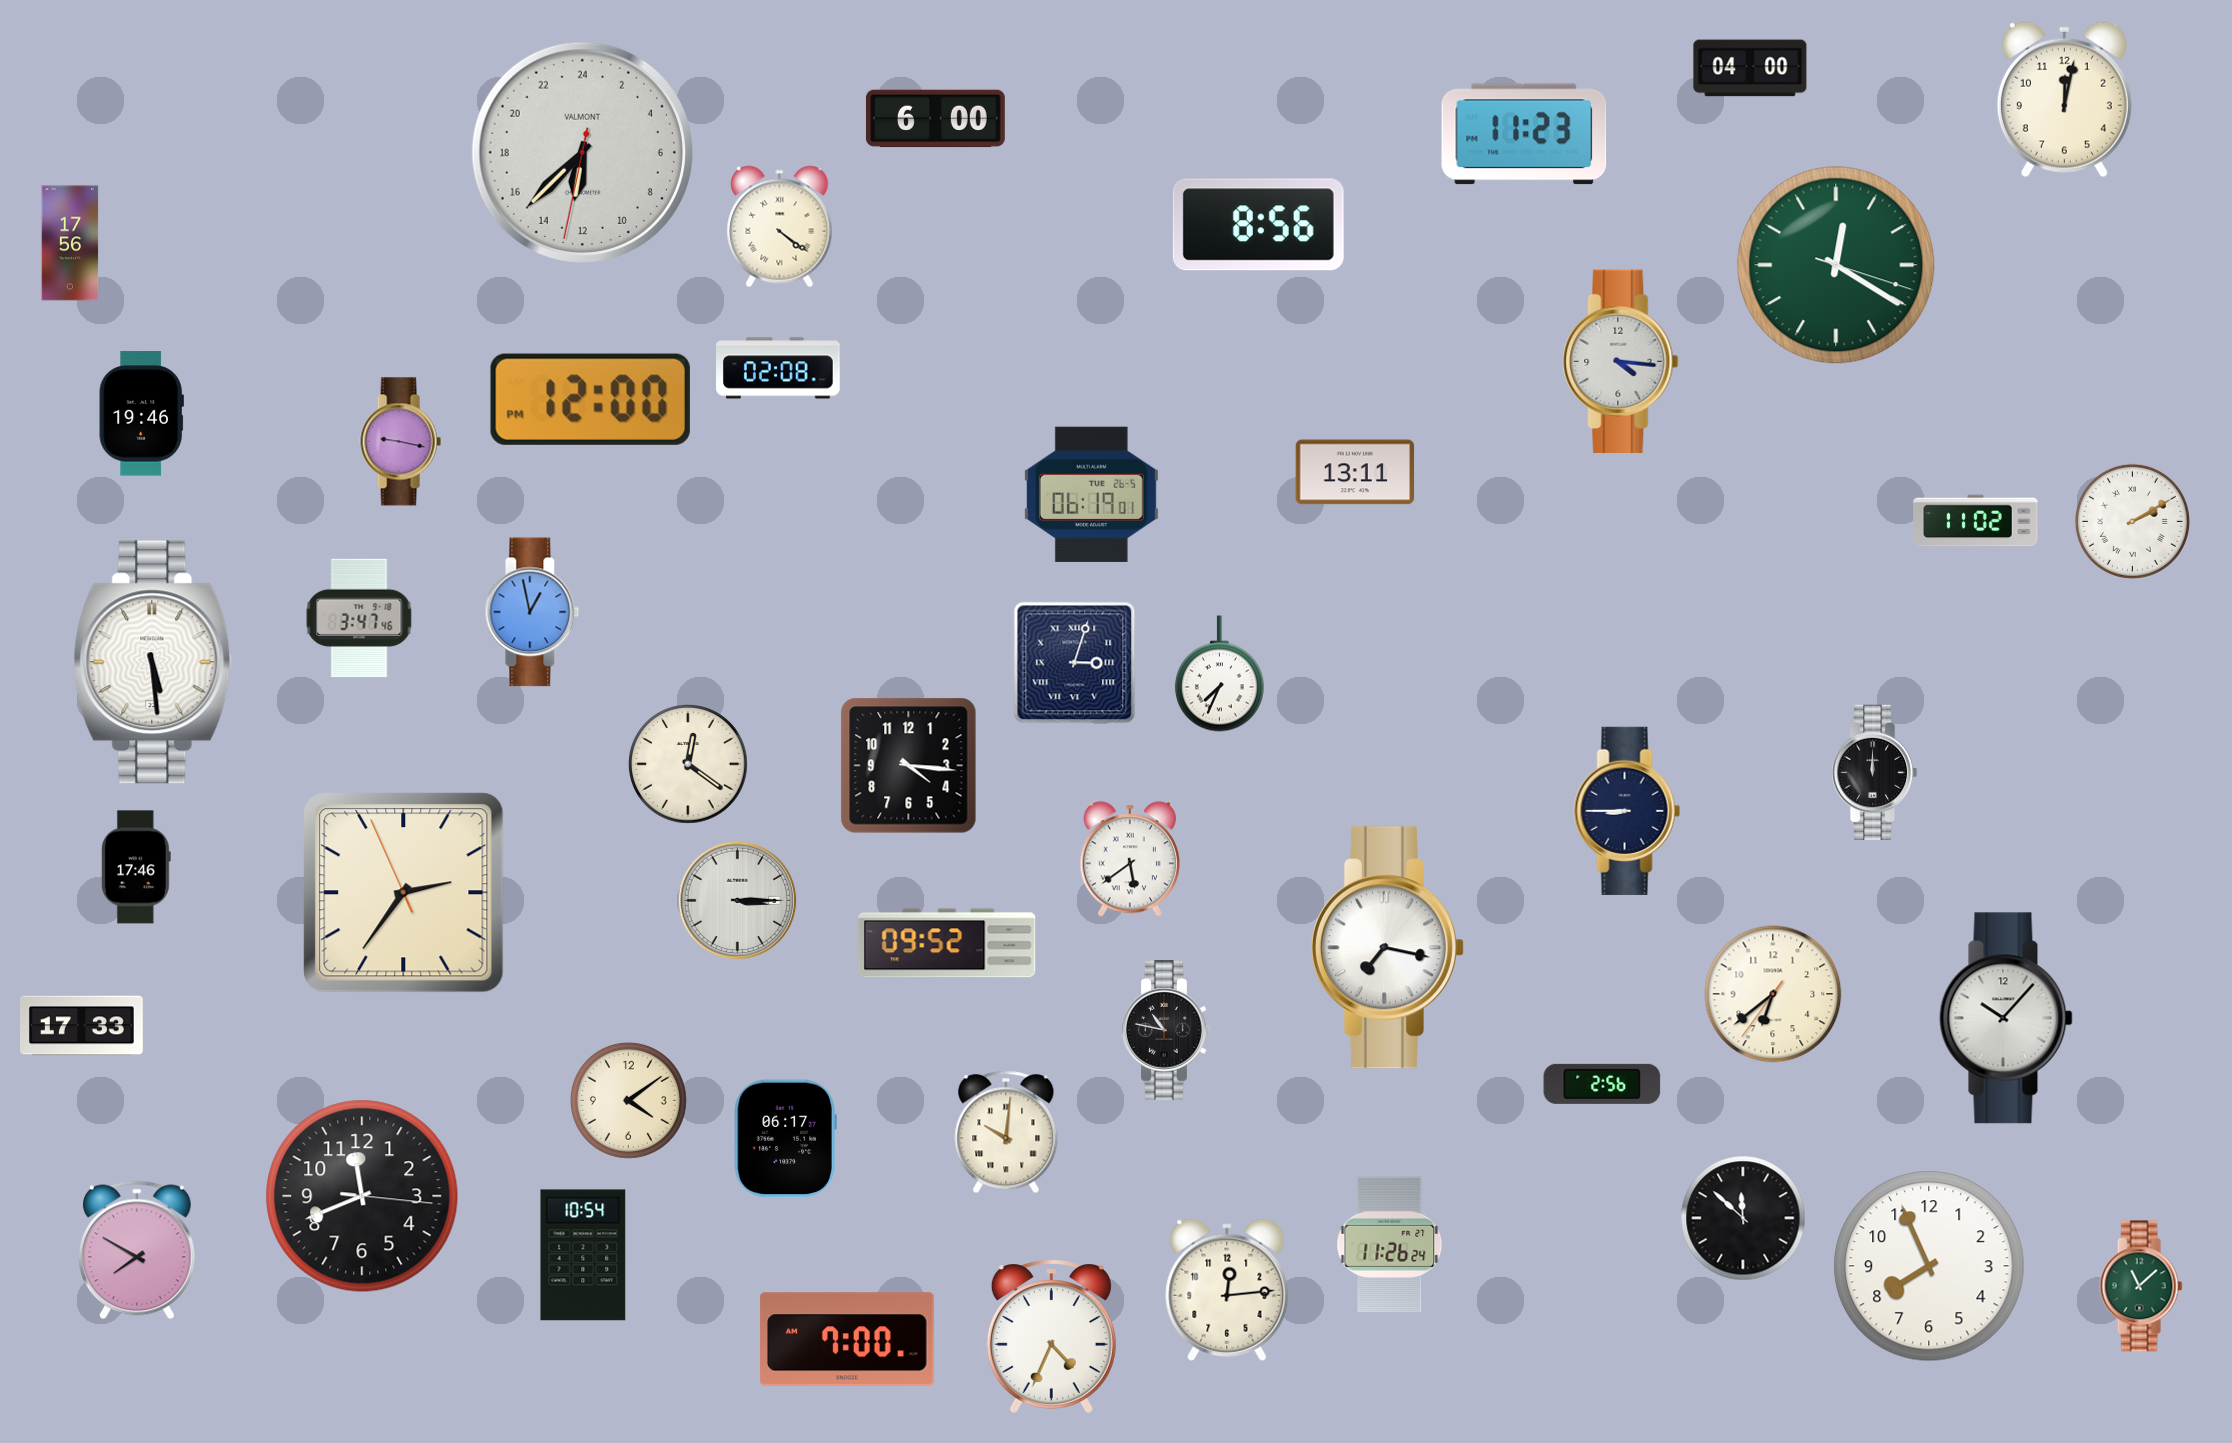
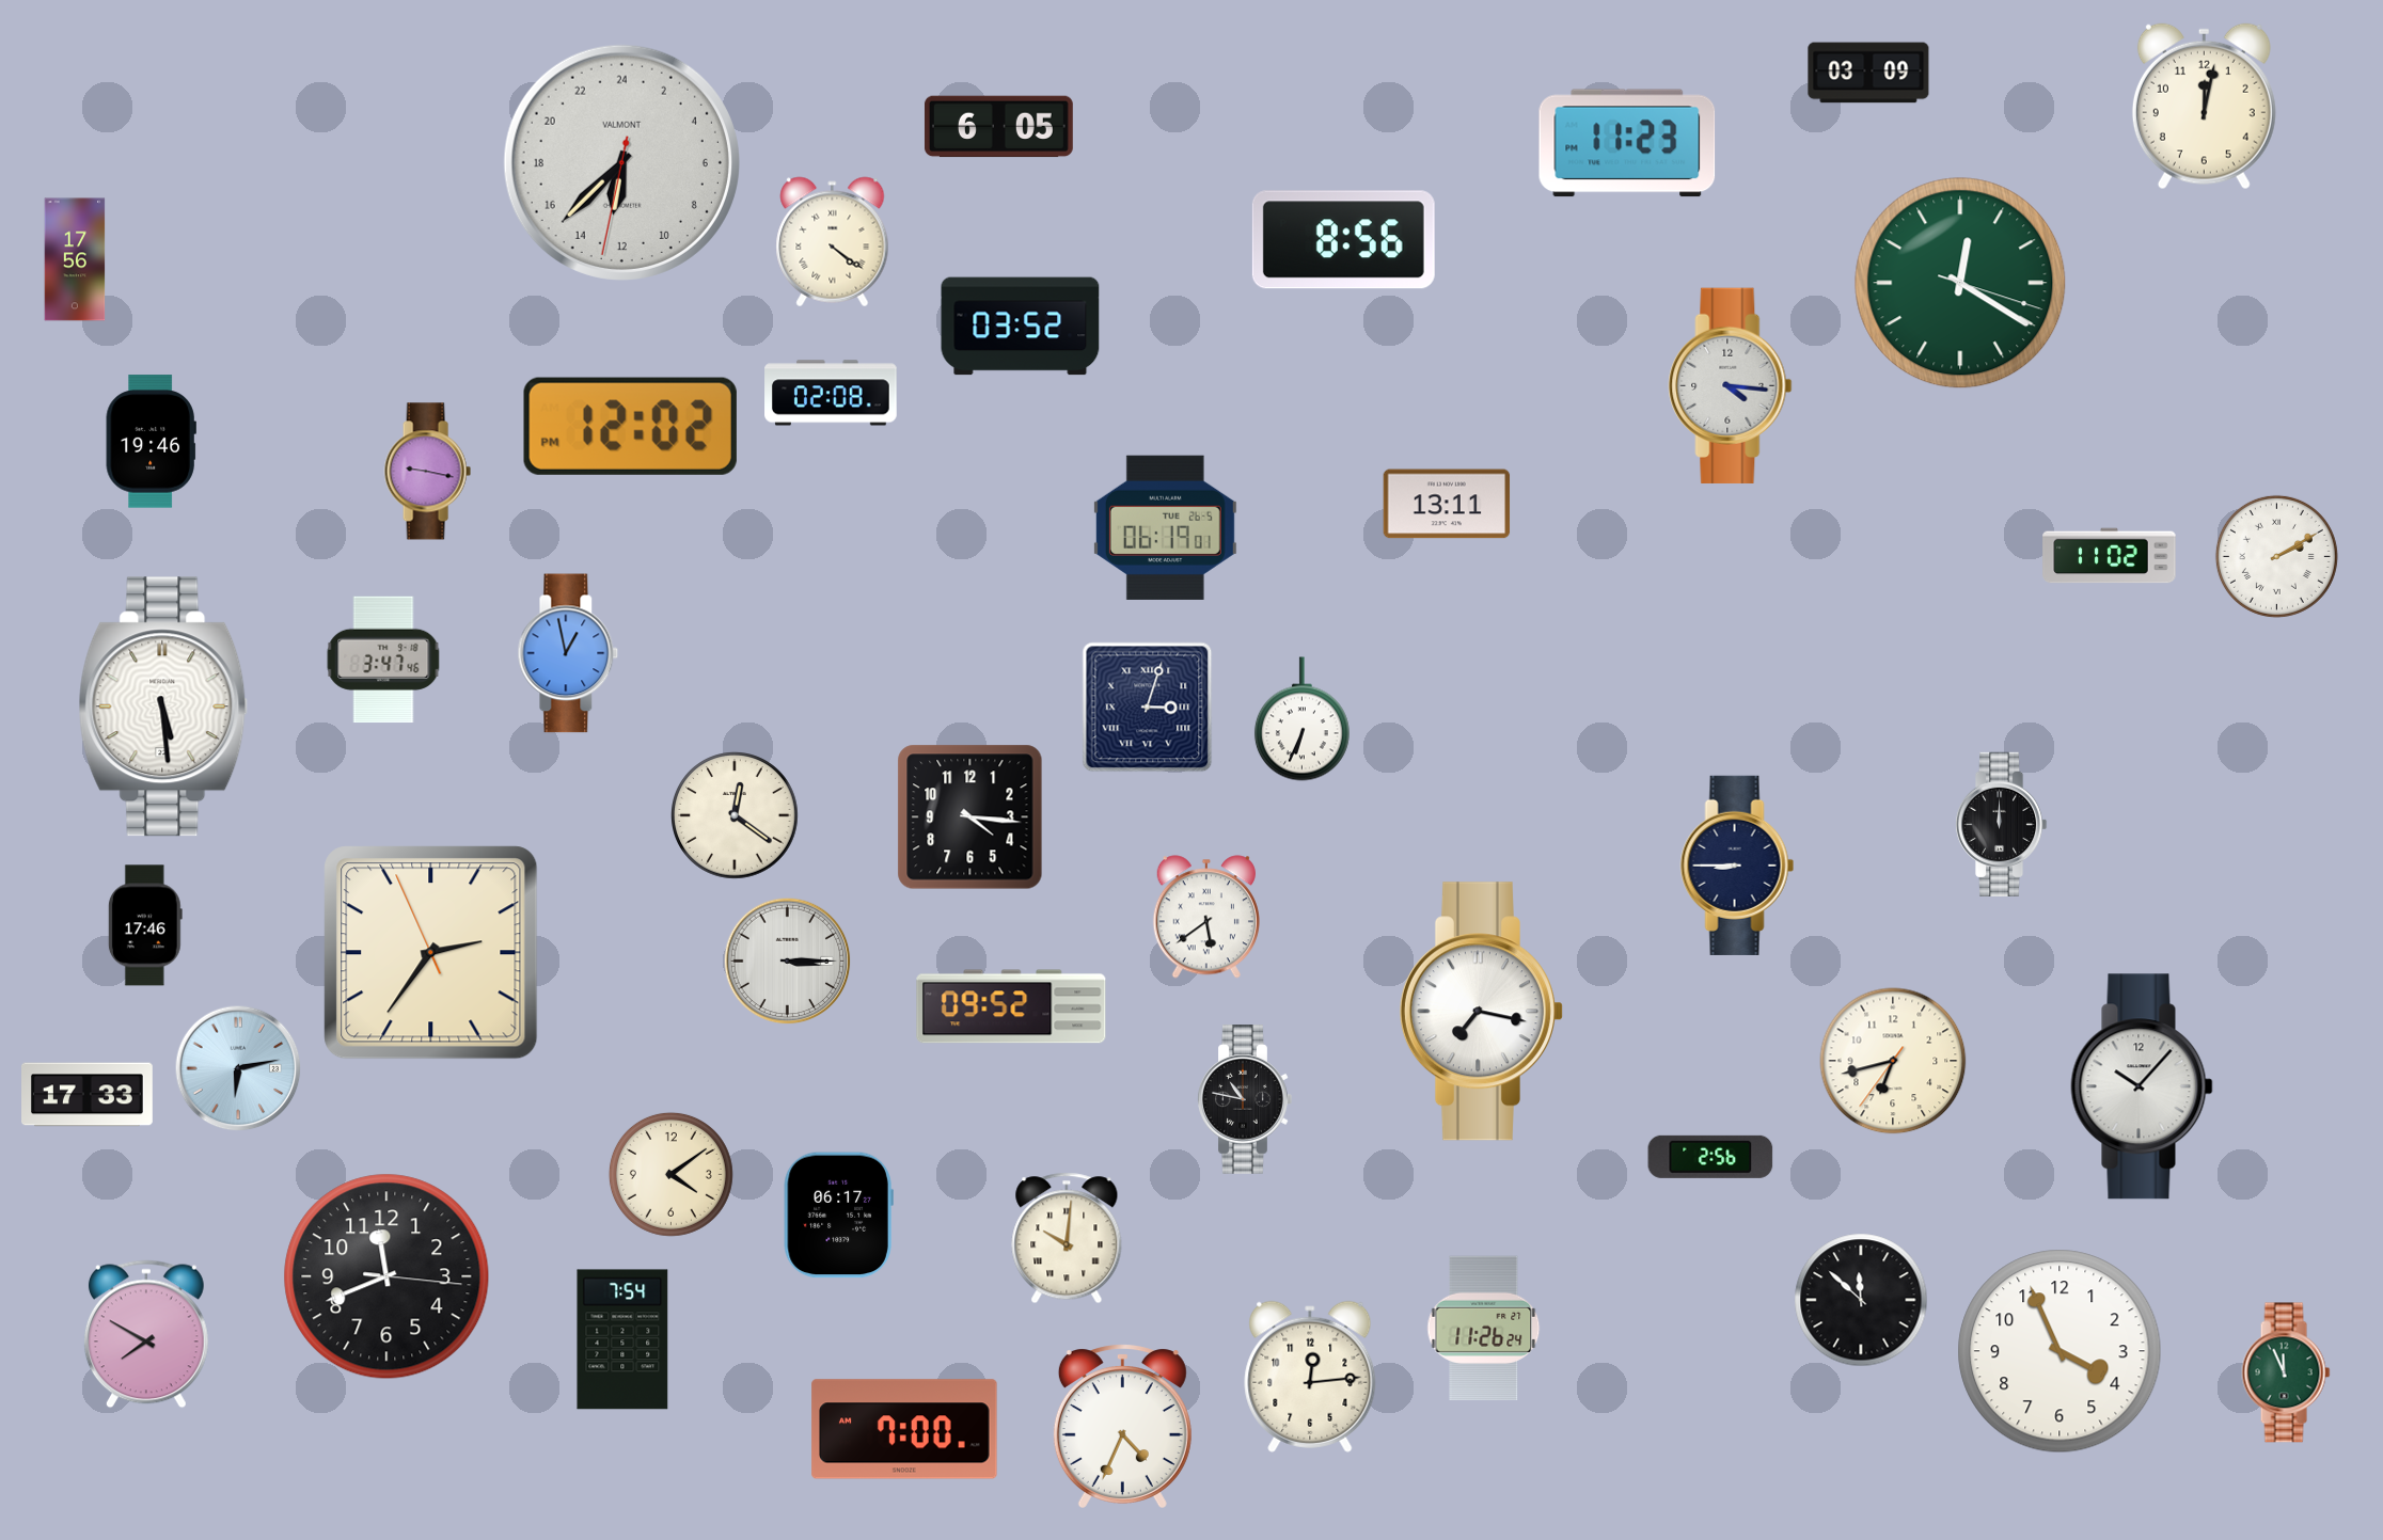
clock at (1750, 68): 04:00 -> 03:09
clock at (935, 119): 6:00 -> 6:05
clock at (1021, 327): none -> 03:52
clock at (590, 399): 12:00 -> 12:02
clock at (1219, 674): 7:34 -> 6:34
clock at (1773, 994): 6:38 -> 6:42
clock at (238, 1068): none -> 6:13
clock at (1006, 1132) position: (1006, 1132) -> (1067, 1238)
clock at (583, 1255): 10:54 -> 7:54
clock at (1929, 1266): 7:56 -> 3:56
clock at (2141, 1286): 11:08 -> 11:56
